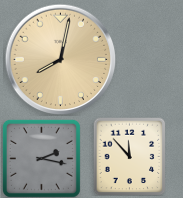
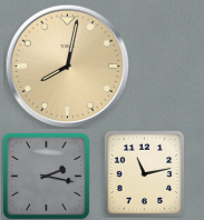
clock at (130, 156): 11:53 -> 11:13
